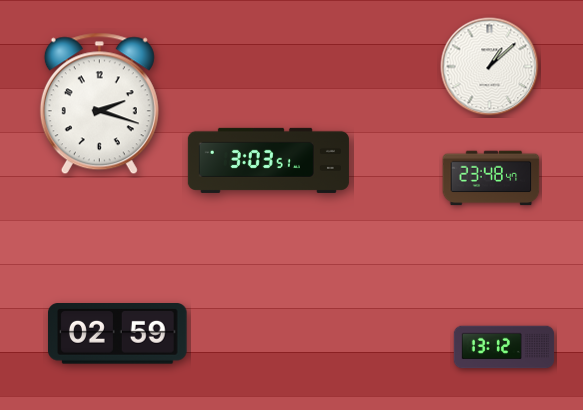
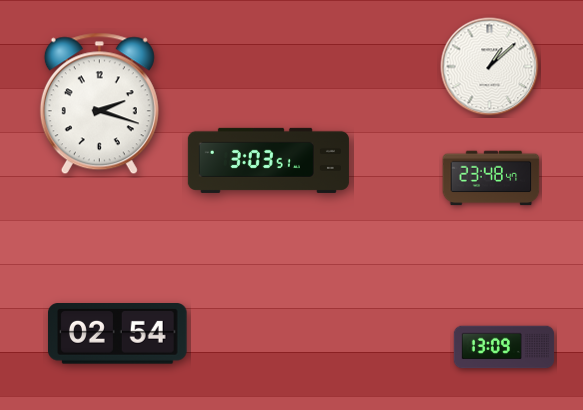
clock at (118, 334): 02:59 -> 02:54
clock at (504, 347): 13:12 -> 13:09
